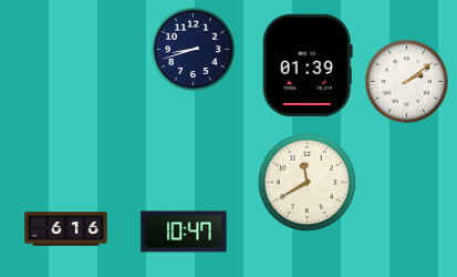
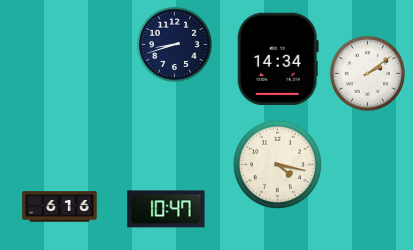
clock at (308, 64): 01:39 -> 14:34
clock at (307, 182): 11:40 -> 4:17
